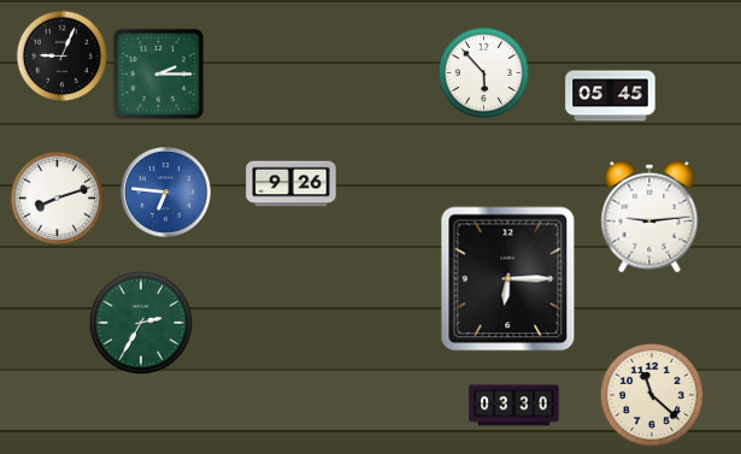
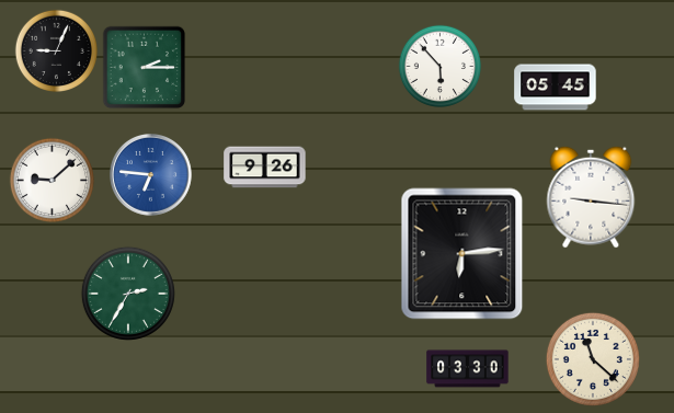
clock at (57, 197): 8:12 -> 9:08
clock at (649, 217): 9:14 -> 9:16
clock at (508, 279): 6:15 -> 6:14
